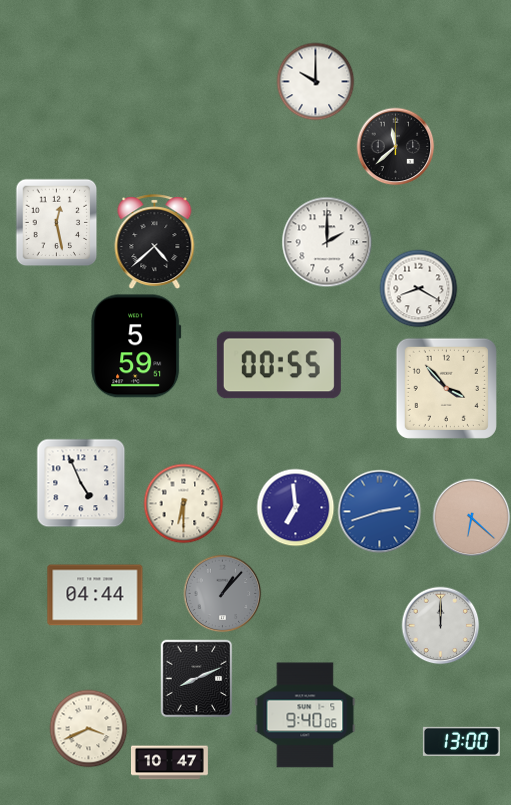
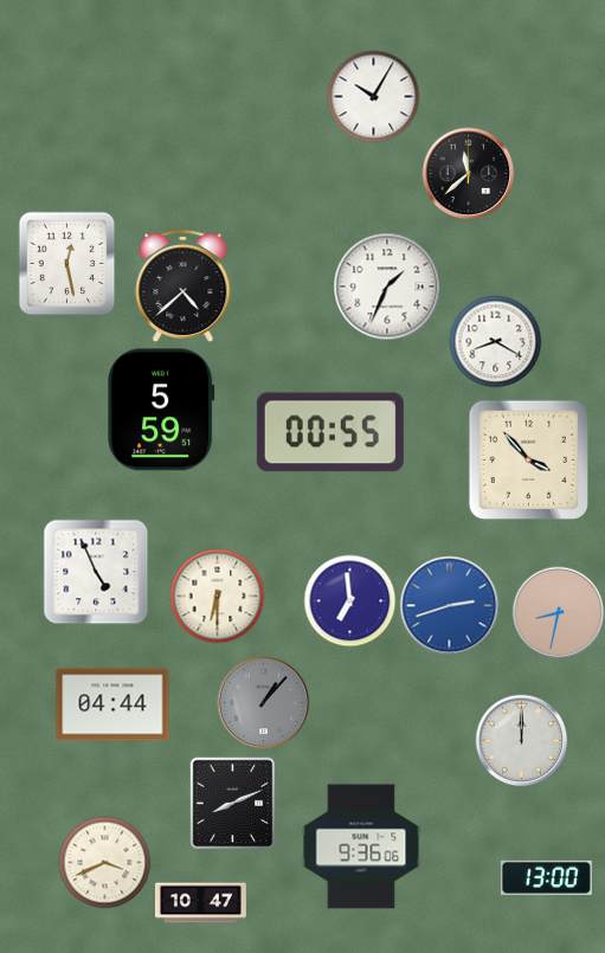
clock at (315, 81): 10:00 -> 10:05
clock at (327, 242): 2:00 -> 1:34
clock at (471, 517): 6:22 -> 8:32
clock at (305, 715): 9:40 -> 9:36
